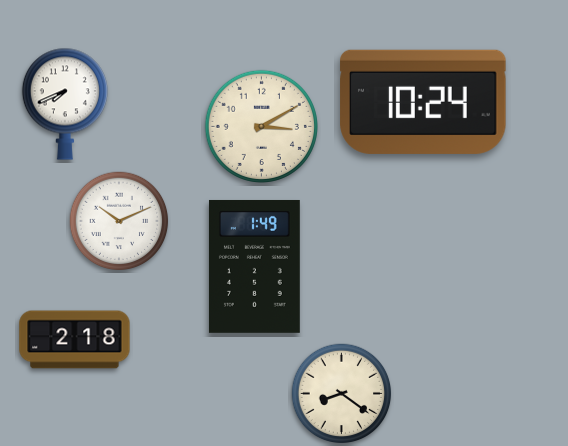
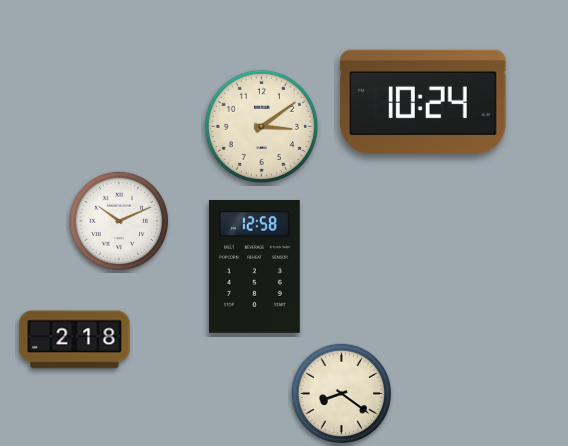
clock at (65, 104): 7:41 -> none
clock at (261, 126): 3:10 -> 3:09
clock at (254, 266): 1:49 -> 12:58
